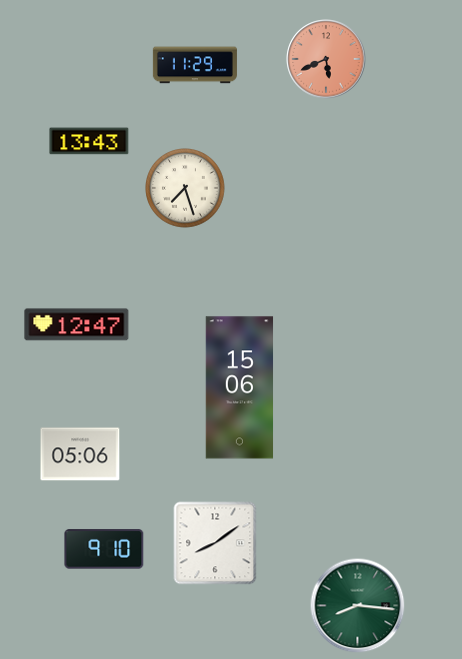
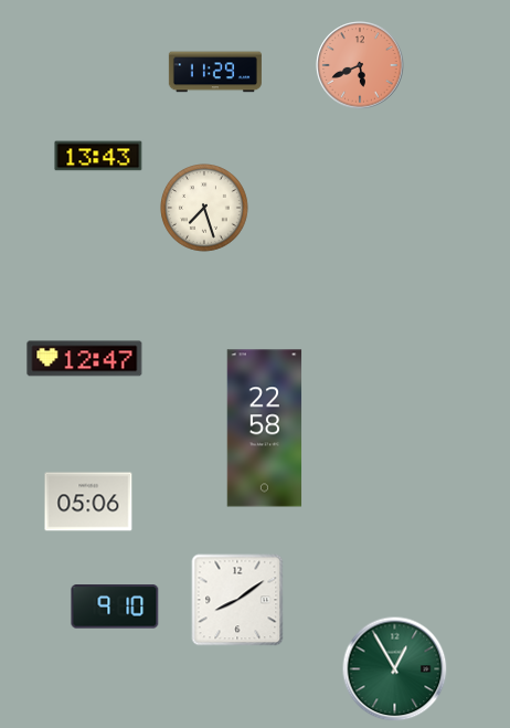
clock at (240, 388): 15:06 -> 22:58
clock at (358, 606): 8:16 -> 12:55
